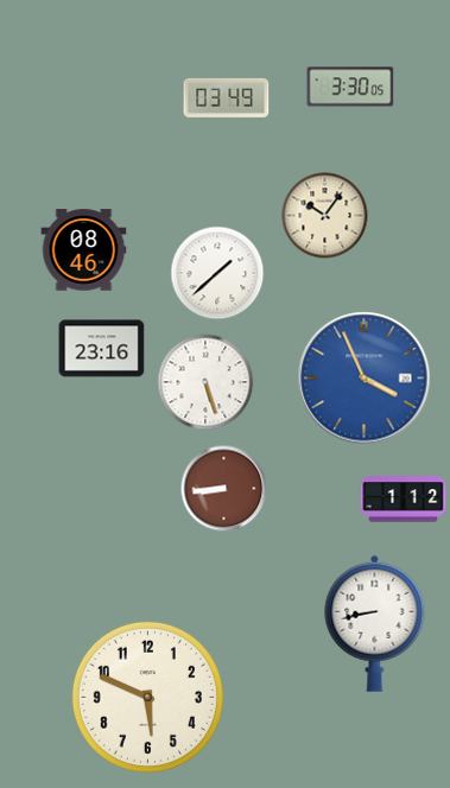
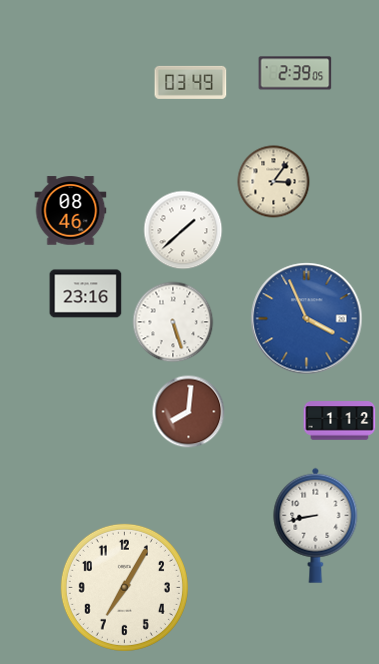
clock at (350, 87): 3:30 -> 2:39
clock at (325, 216): 10:06 -> 3:06
clock at (224, 489): 8:44 -> 8:01
clock at (147, 697): 5:49 -> 7:05
